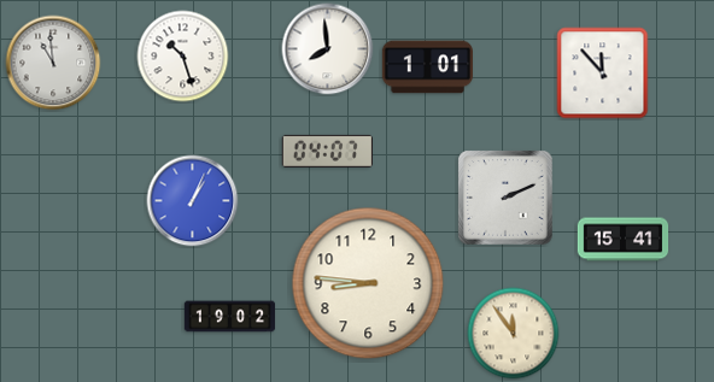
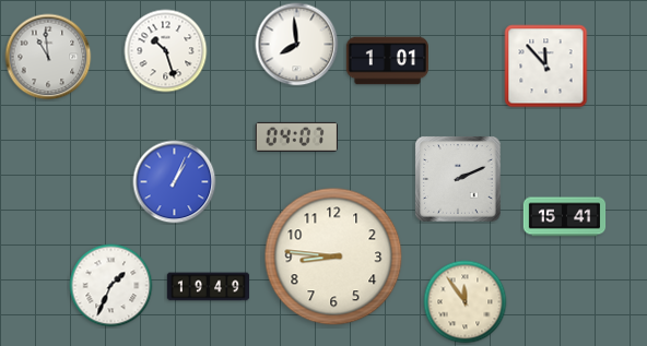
clock at (111, 286): none -> 1:34
clock at (230, 317): 19:02 -> 19:49
